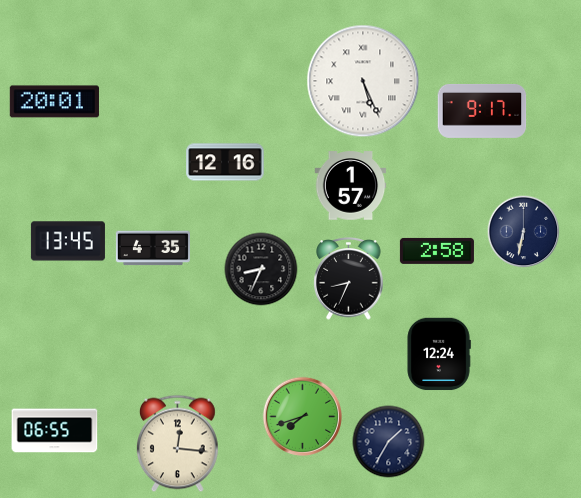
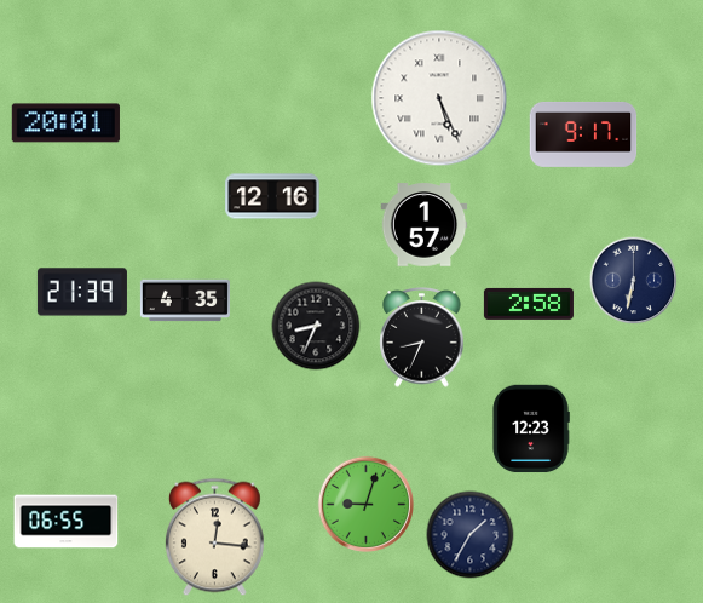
clock at (68, 241): 13:45 -> 21:39
clock at (439, 354): 12:24 -> 12:23
clock at (302, 416): 7:42 -> 9:03
